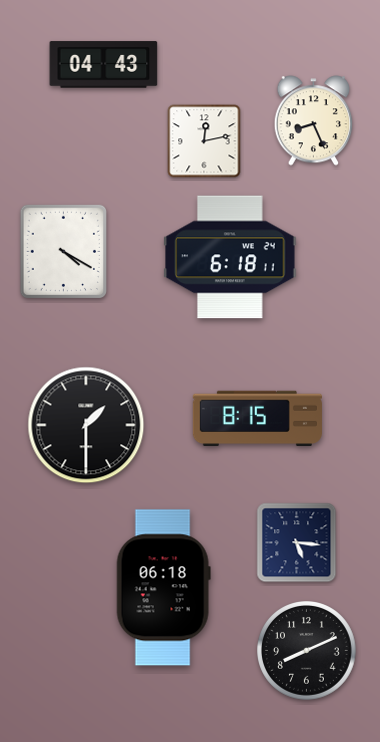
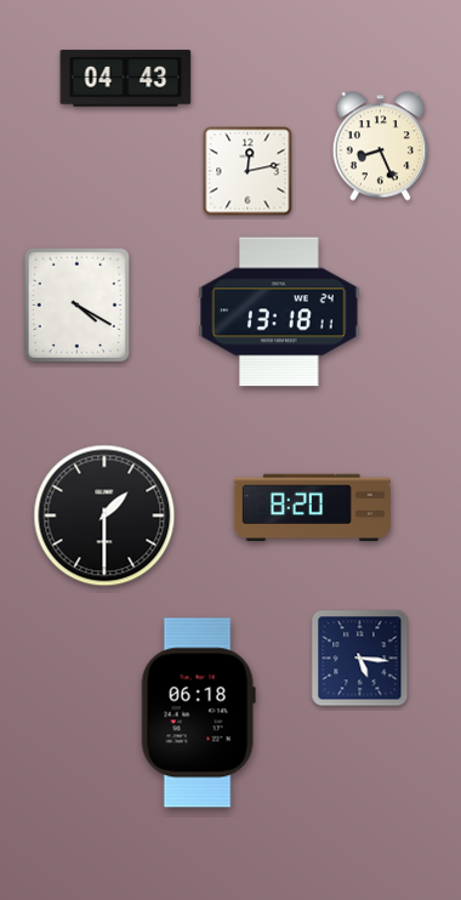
clock at (230, 257): 6:18 -> 13:18
clock at (257, 419): 8:15 -> 8:20
clock at (307, 651): 8:11 -> none
